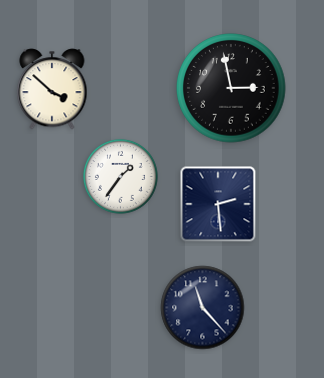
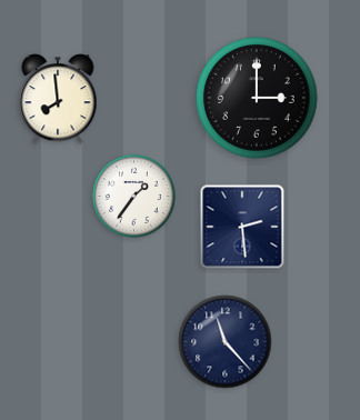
clock at (231, 88): 2:58 -> 3:00
clock at (52, 89): 3:52 -> 7:59
